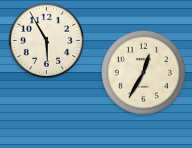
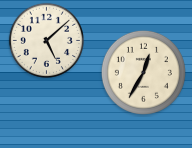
clock at (46, 40): 5:55 -> 5:08
